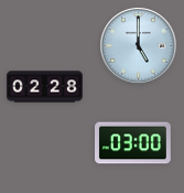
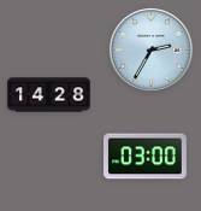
clock at (139, 46): 5:00 -> 2:35
clock at (45, 87): 02:28 -> 14:28
